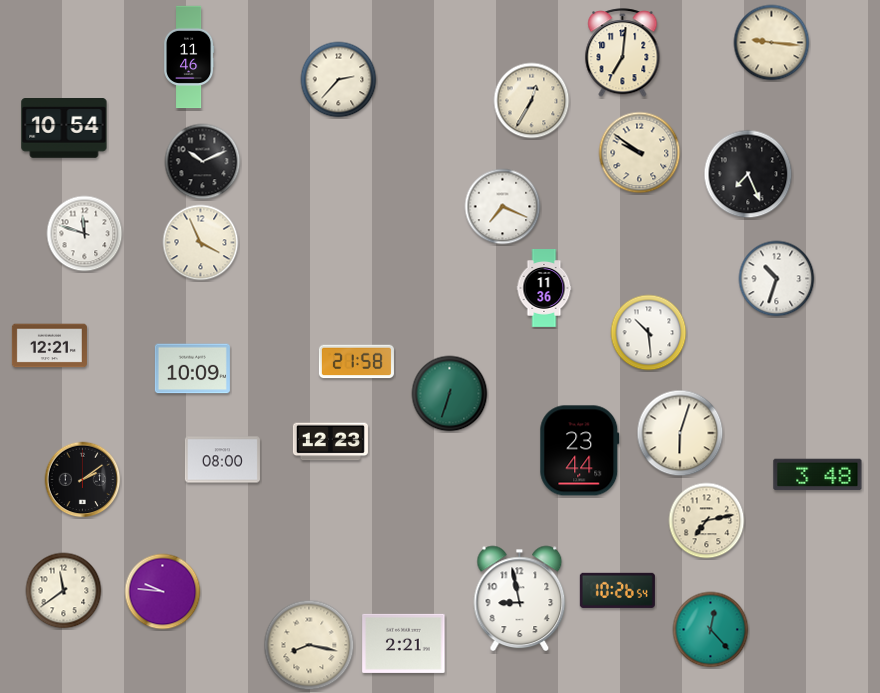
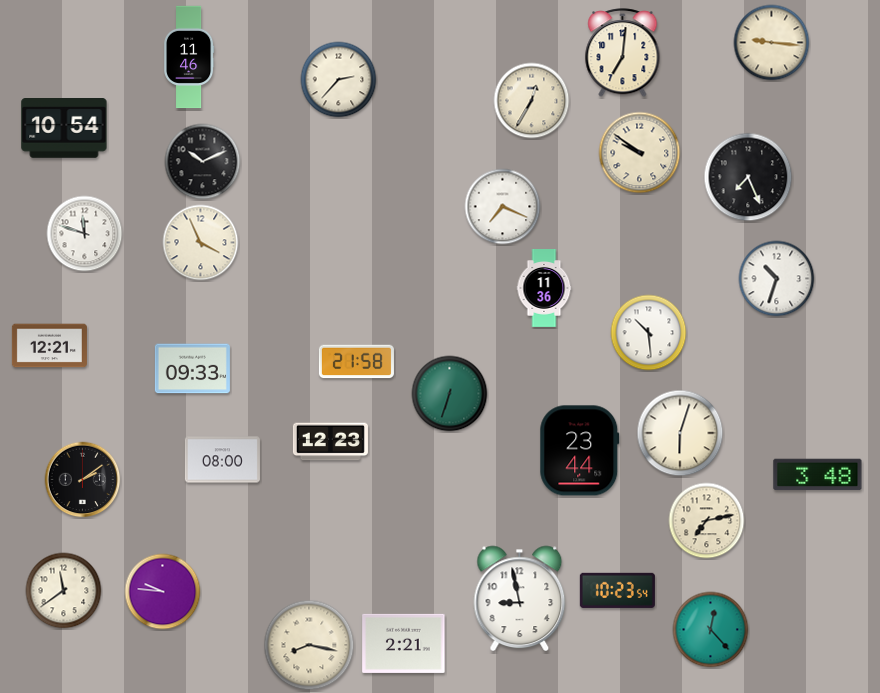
clock at (748, 174) position: (748, 174) -> (748, 177)
clock at (192, 369): 10:09 -> 09:33
clock at (617, 590): 10:26 -> 10:23
